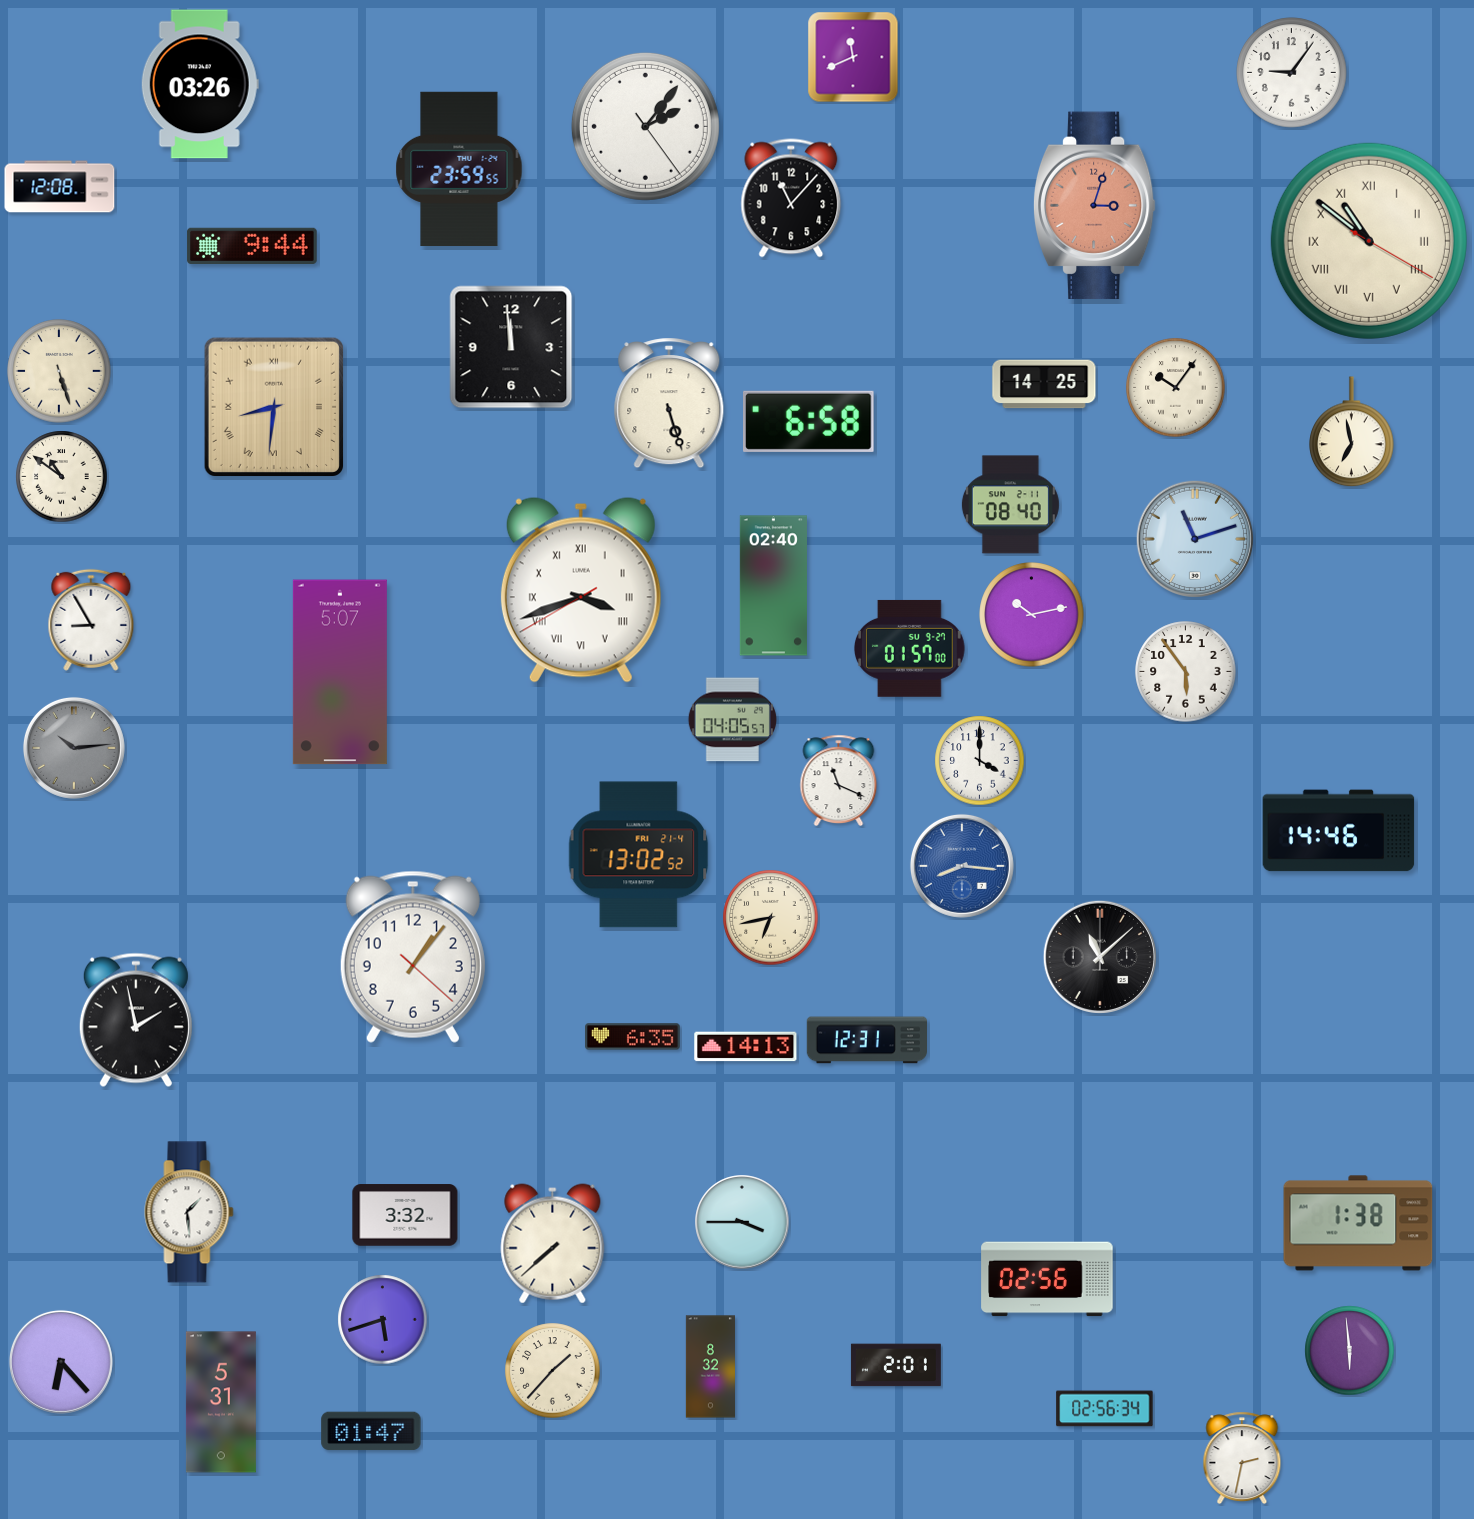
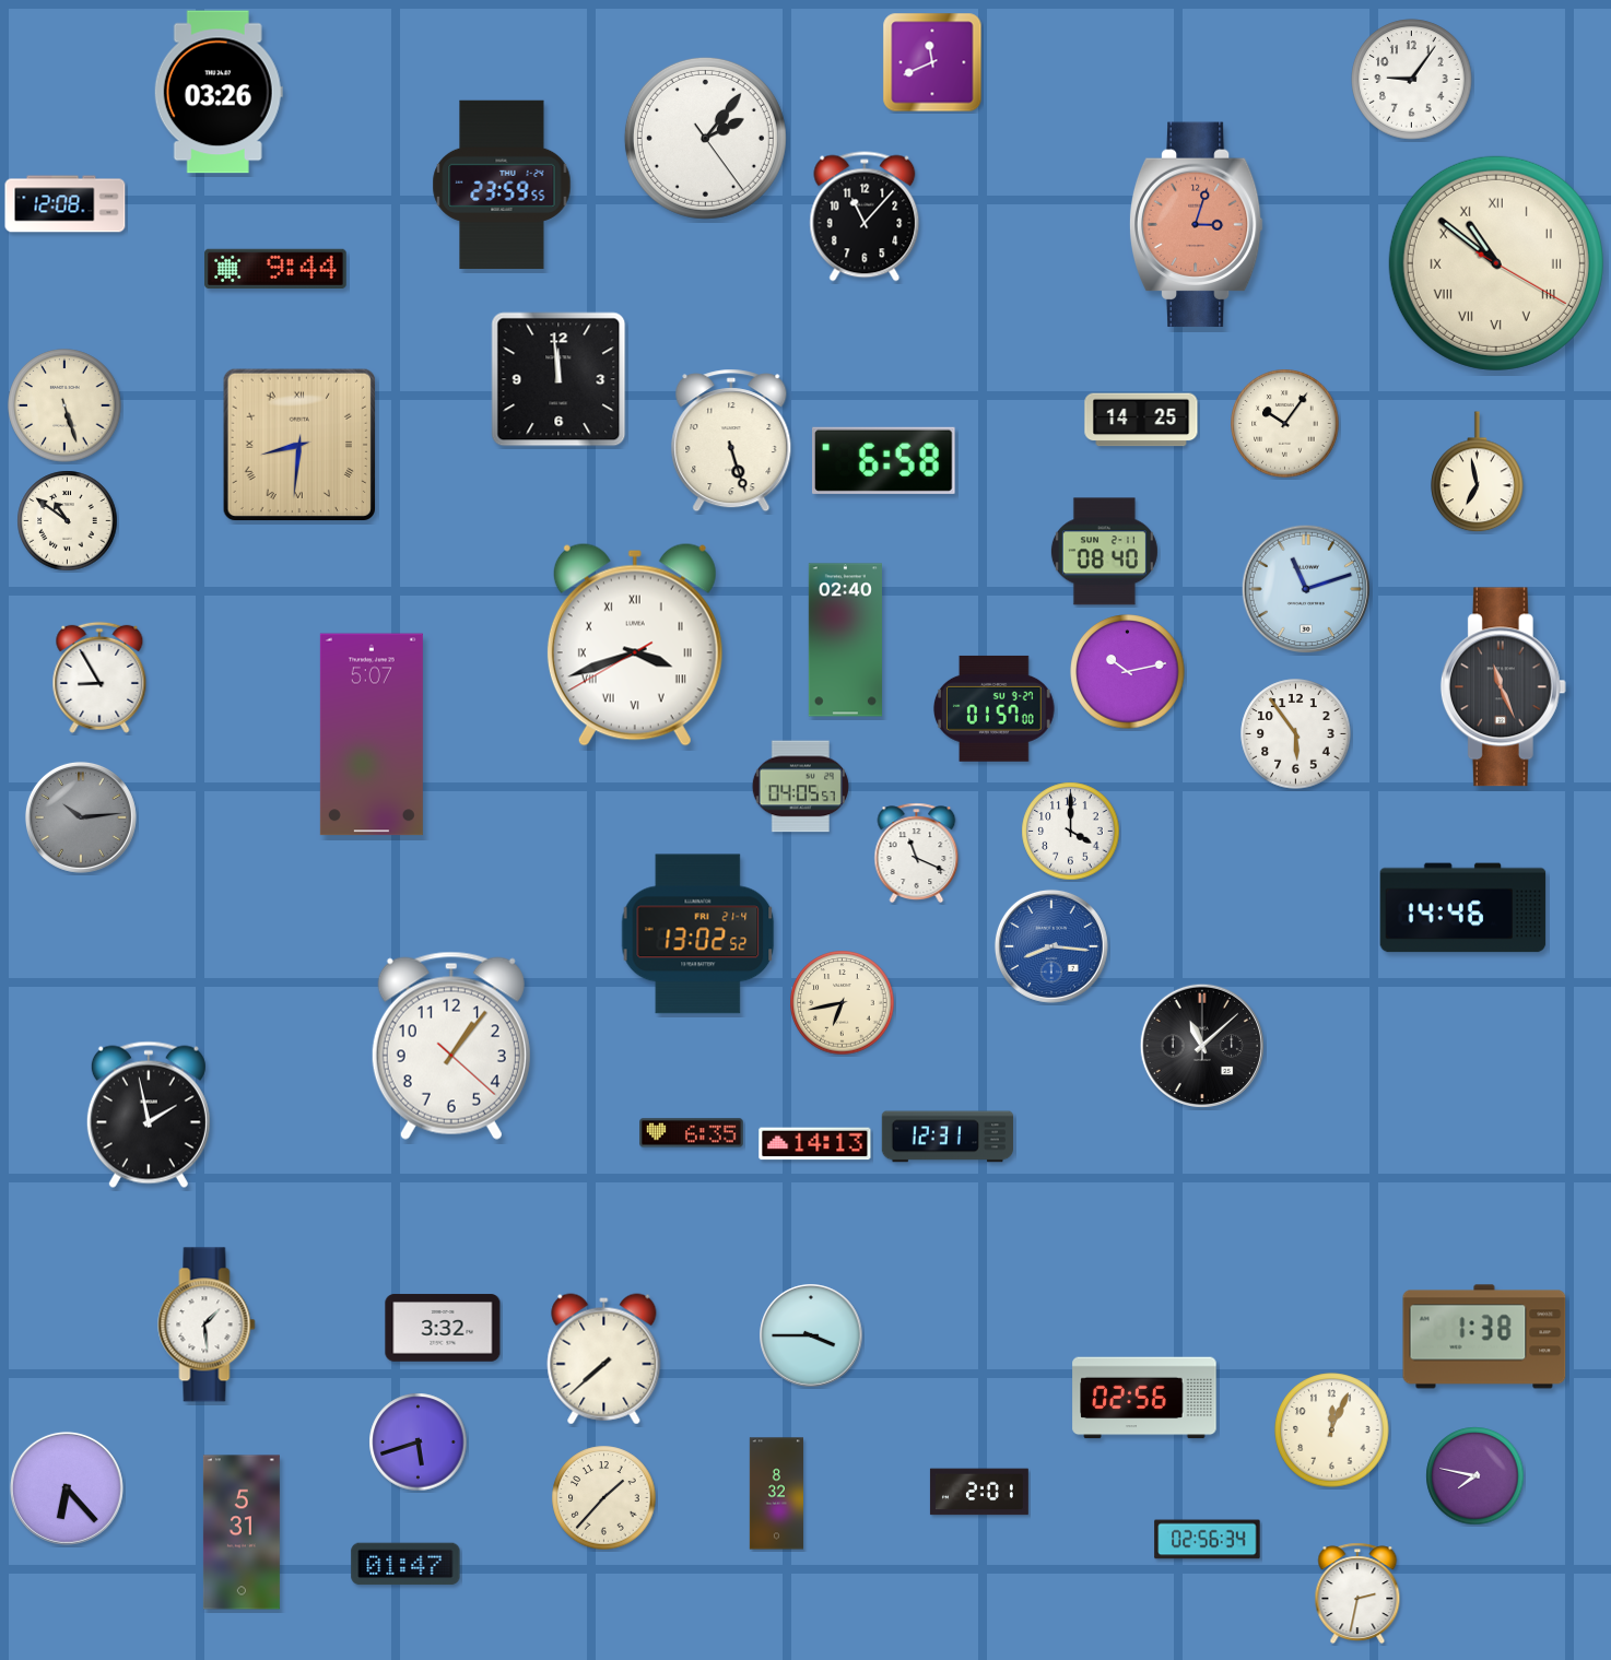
clock at (1503, 687): none -> 11:26
clock at (1332, 1431): none -> 12:04
clock at (1350, 1351): 5:59 -> 7:47
